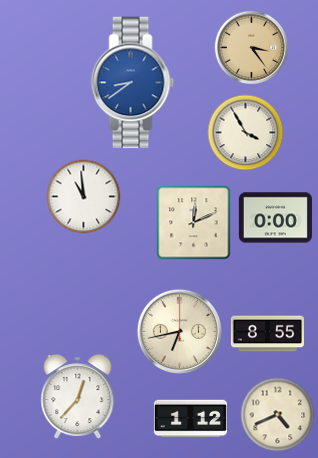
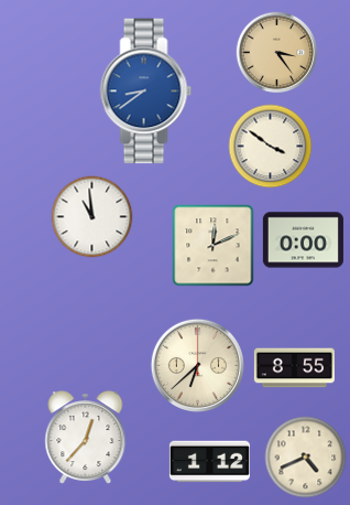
clock at (246, 133): 3:55 -> 3:51
clock at (179, 331): 6:43 -> 6:38
